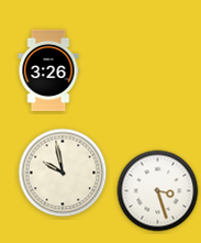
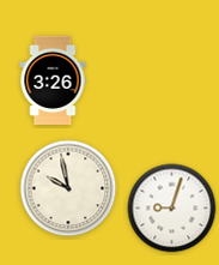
clock at (48, 69) position: (48, 69) -> (53, 79)
clock at (158, 191): 3:27 -> 9:03
